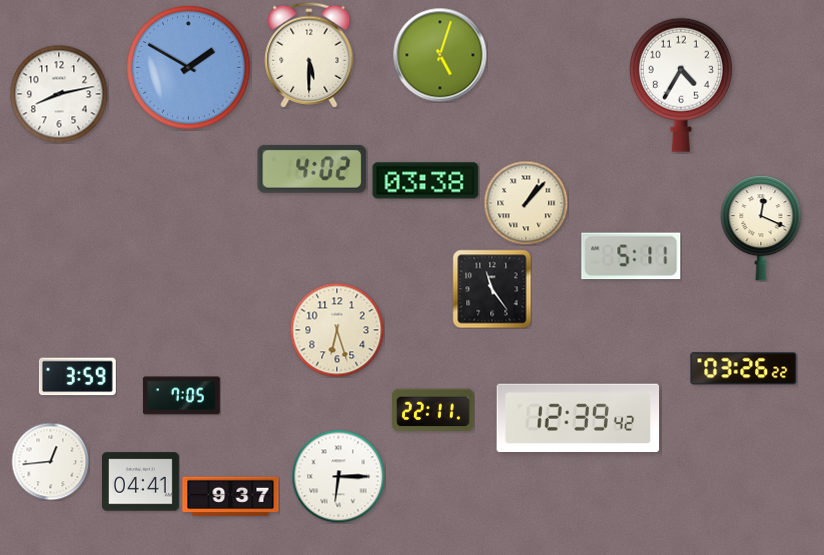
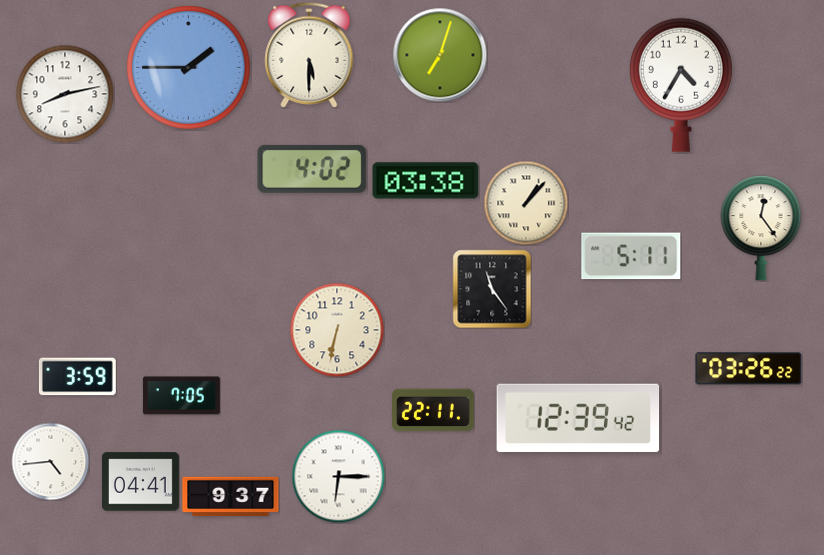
clock at (440, 55): 5:03 -> 7:03
clock at (189, 68): 1:50 -> 1:45
clock at (59, 94) position: (59, 94) -> (65, 94)
clock at (761, 229): 12:19 -> 12:24
clock at (337, 330): 6:27 -> 6:32
clock at (744, 369) position: (744, 369) -> (749, 369)
clock at (50, 461): 12:44 -> 4:44
